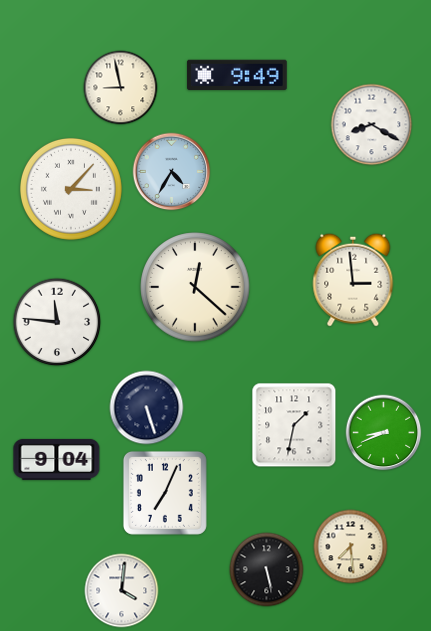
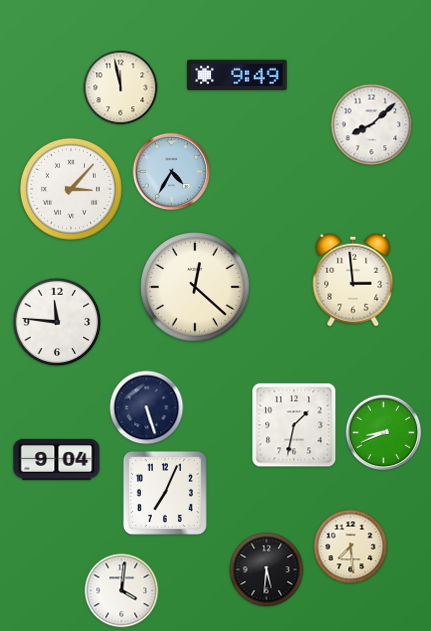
clock at (121, 88): 8:58 -> 11:58
clock at (372, 125): 8:20 -> 8:08
clock at (267, 570): 5:28 -> 5:31
